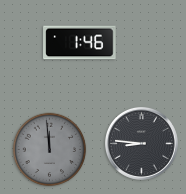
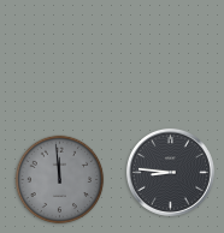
clock at (80, 43): 1:46 -> none
